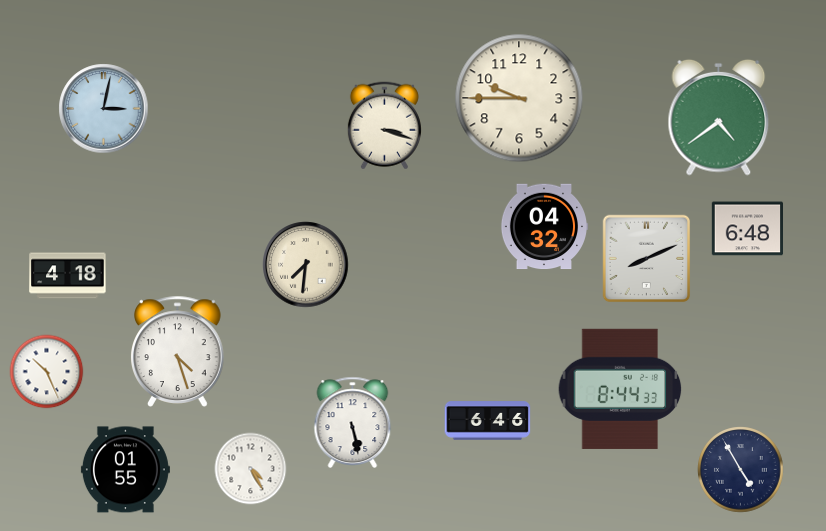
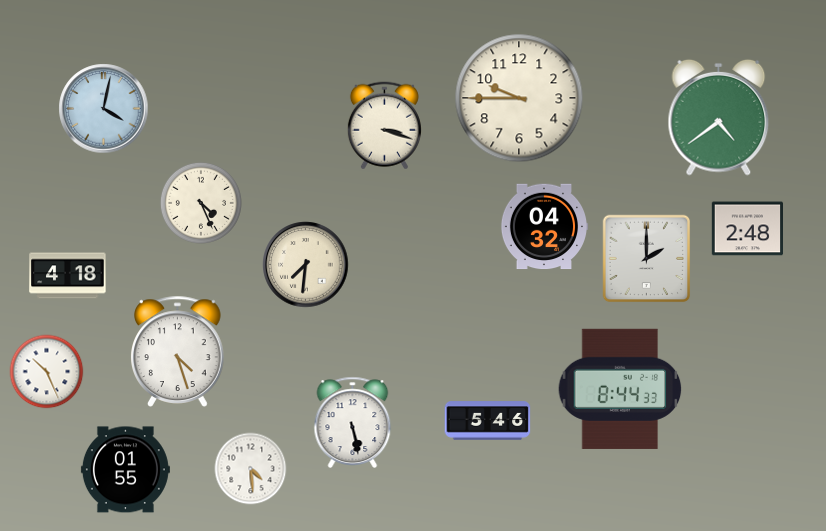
clock at (104, 109): 3:02 -> 4:02
clock at (201, 203): none -> 4:26
clock at (747, 229): 6:48 -> 2:48
clock at (647, 259): 8:11 -> 2:00
clock at (488, 421): 6:46 -> 5:46
clock at (251, 469): 4:25 -> 4:29
clock at (741, 470): 4:55 -> none
